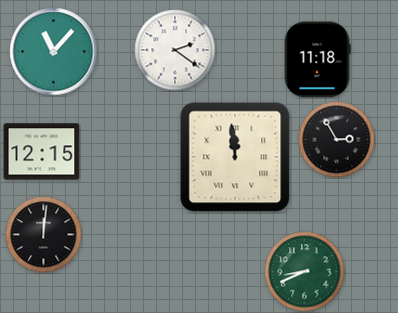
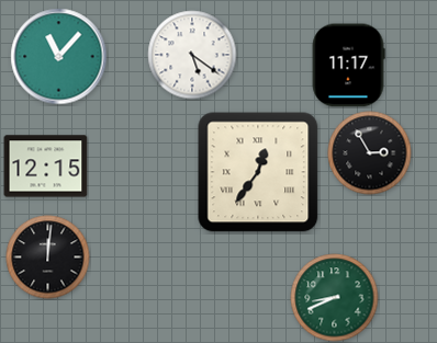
clock at (175, 50): 2:21 -> 5:21
clock at (317, 60): 11:18 -> 11:17
clock at (235, 157): 11:59 -> 12:36
